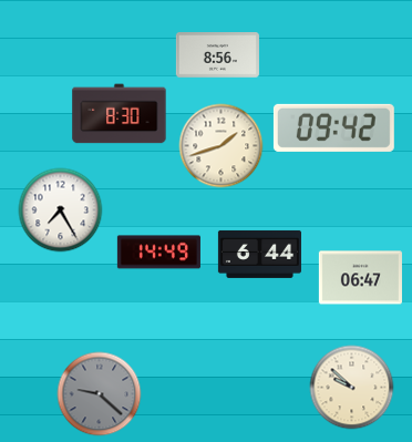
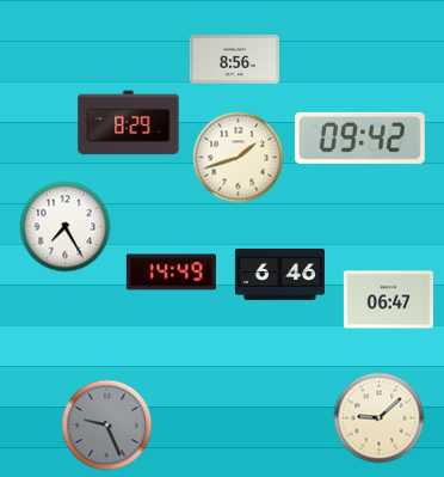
clock at (120, 114): 8:30 -> 8:29
clock at (259, 254): 6:44 -> 6:46
clock at (352, 388): 9:52 -> 9:08
clock at (100, 394): 9:22 -> 9:26
